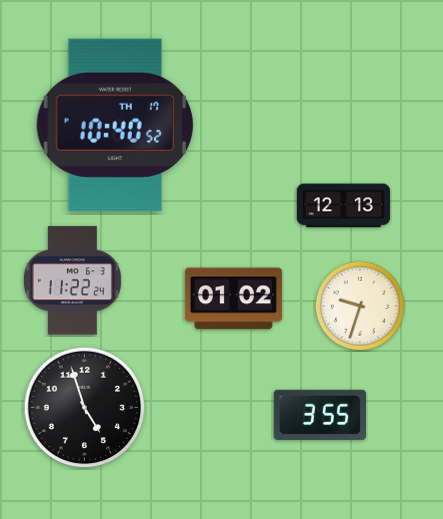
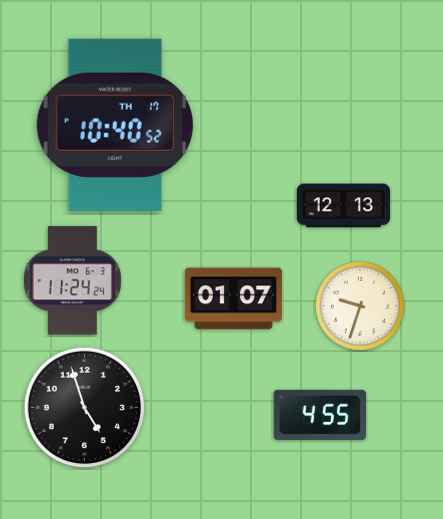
clock at (72, 281): 11:22 -> 11:24
clock at (233, 299): 01:02 -> 01:07
clock at (319, 415): 3:55 -> 4:55
